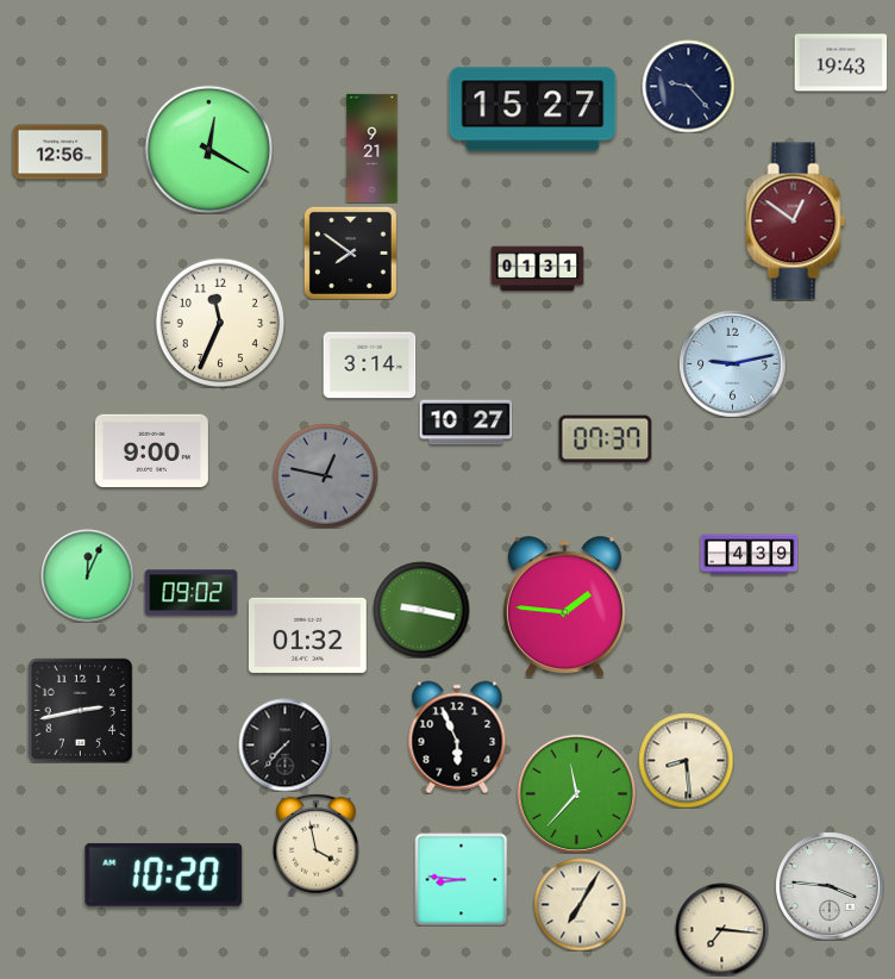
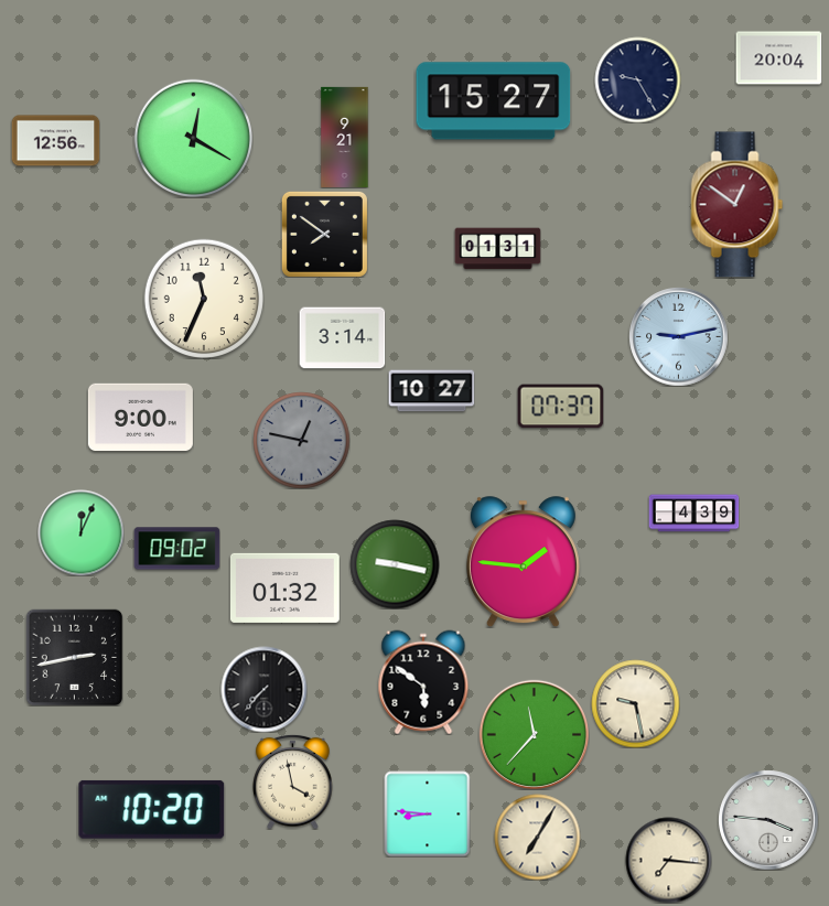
clock at (840, 63): 19:43 -> 20:04
clock at (688, 86): 9:23 -> 9:25
clock at (421, 610) position: (421, 610) -> (395, 564)
clock at (457, 737): 5:56 -> 5:51
clock at (686, 760): 8:29 -> 9:28
